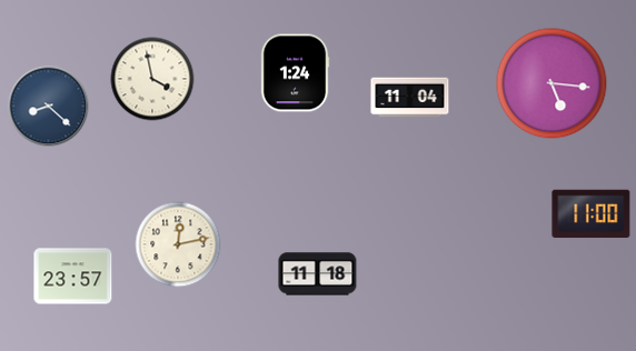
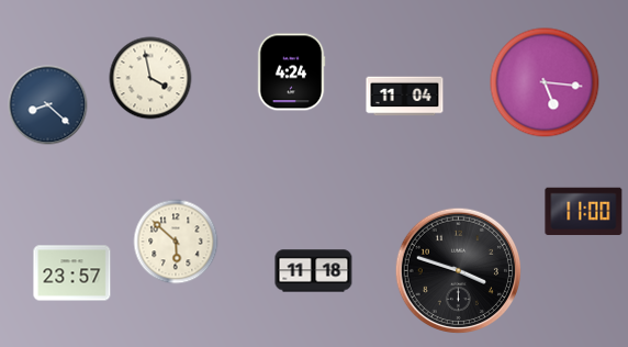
clock at (295, 73): 1:24 -> 4:24
clock at (178, 244): 12:13 -> 5:52
clock at (458, 270): none -> 3:48
